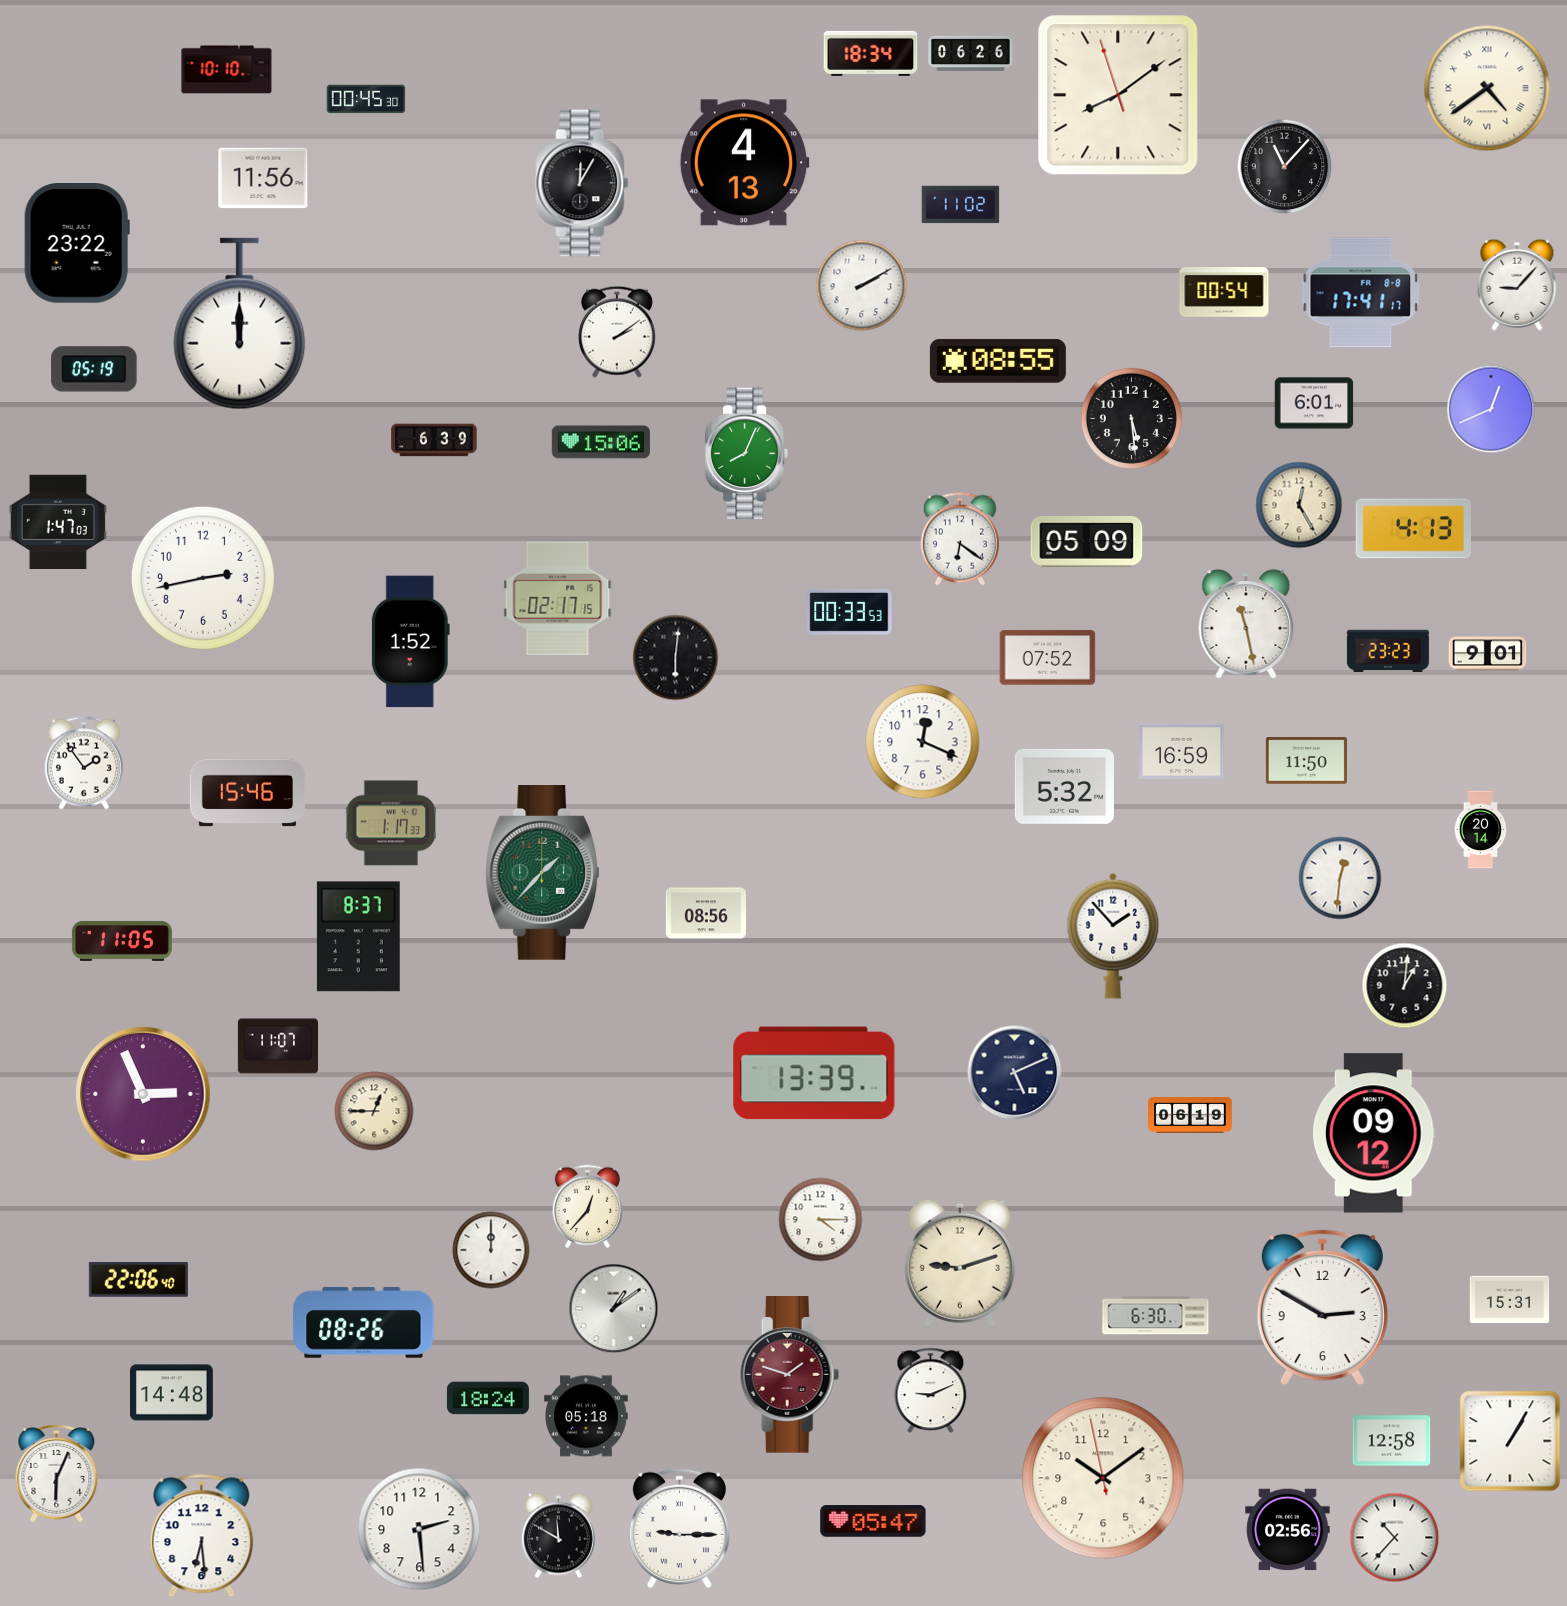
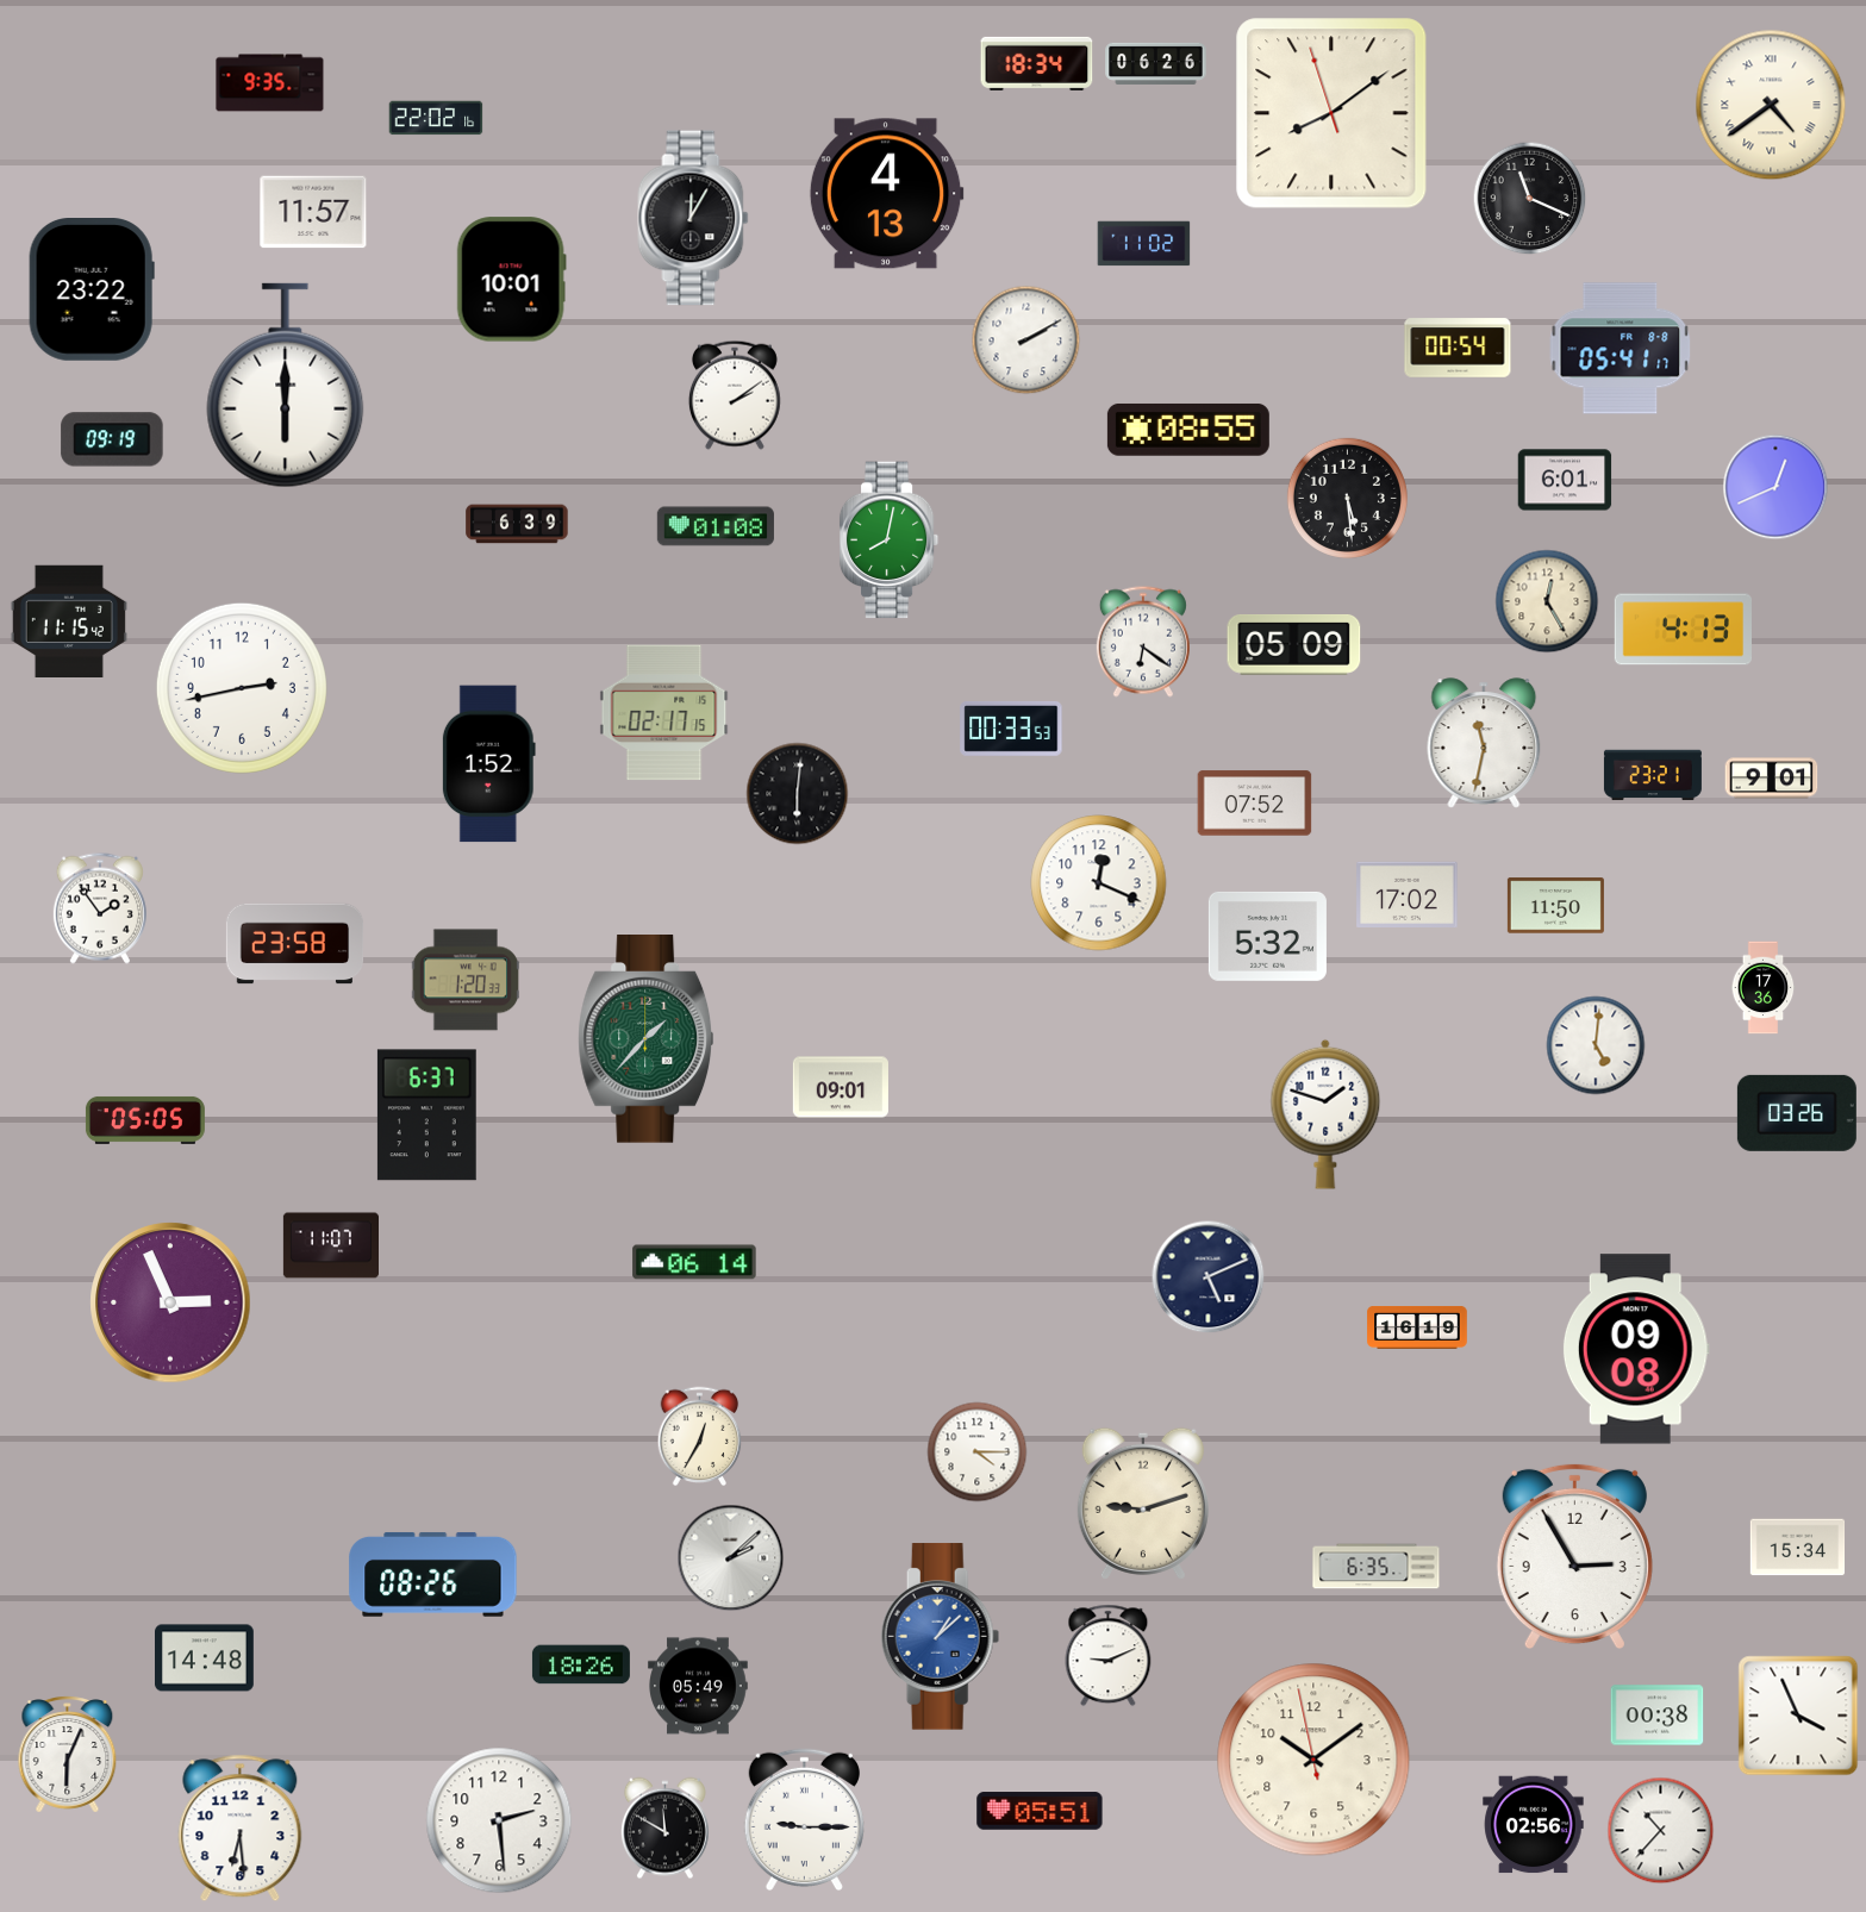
clock at (227, 70): 10:10 -> 9:35
clock at (366, 99): 00:45 -> 22:02
clock at (1285, 167): 11:07 -> 11:19
clock at (263, 178): 11:56 -> 11:57
clock at (511, 280): none -> 10:01
clock at (1517, 285): 9:07 -> none
clock at (1361, 293): 17:41 -> 05:41
clock at (240, 324): 12:00 -> 6:00
clock at (94, 369): 05:19 -> 09:19
clock at (601, 442): 15:06 -> 01:08
clock at (747, 454): 8:04 -> 8:02
clock at (58, 521): 1:47 -> 11:15
clock at (1246, 624): 11:28 -> 11:32
clock at (1388, 651): 23:23 -> 23:21
clock at (676, 658) position: (676, 658) -> (798, 794)
clock at (1048, 658) position: (1048, 658) -> (1255, 804)
clock at (1182, 752): 16:59 -> 17:02
clock at (248, 793): 15:46 -> 23:58
clock at (391, 823): 1:17 -> 1:20
clock at (1481, 830): 20:14 -> 17:36
clock at (1340, 878): 12:31 -> 5:01
clock at (706, 913): 08:56 -> 09:01
clock at (1797, 1113): none -> 03:26
clock at (1113, 936): 1:53 -> 1:48
clock at (358, 937): 8:37 -> 6:37
clock at (122, 941): 11:05 -> 05:05
clock at (1405, 986): 1:01 -> none
clock at (694, 1262): none -> 06:14
clock at (814, 1073): 13:39 -> none
clock at (374, 1111): 12:45 -> none
clock at (1190, 1116): 06:19 -> 16:19
clock at (1374, 1133): 09:12 -> 09:08
clock at (588, 1207): 12:37 -> 12:35
clock at (491, 1250): 12:00 -> none
clock at (138, 1279): 22:06 -> none
clock at (1510, 1300): 15:31 -> 15:34
clock at (1322, 1308): 2:50 -> 2:55
clock at (614, 1309): 1:09 -> 2:08
clock at (1156, 1316): 6:30 -> 6:35
clock at (790, 1375): 1:48 -> 1:08
clock at (790, 1375) dial: burgundy -> blue
clock at (488, 1398): 18:24 -> 18:26
clock at (586, 1416): 05:18 -> 05:49
clock at (1392, 1441): 12:58 -> 00:38
clock at (1510, 1441): 1:05 -> 3:56
clock at (873, 1521): 05:47 -> 05:51
clock at (679, 1529) position: (679, 1529) -> (804, 1820)
clock at (1288, 1530) position: (1288, 1530) -> (1534, 1825)
